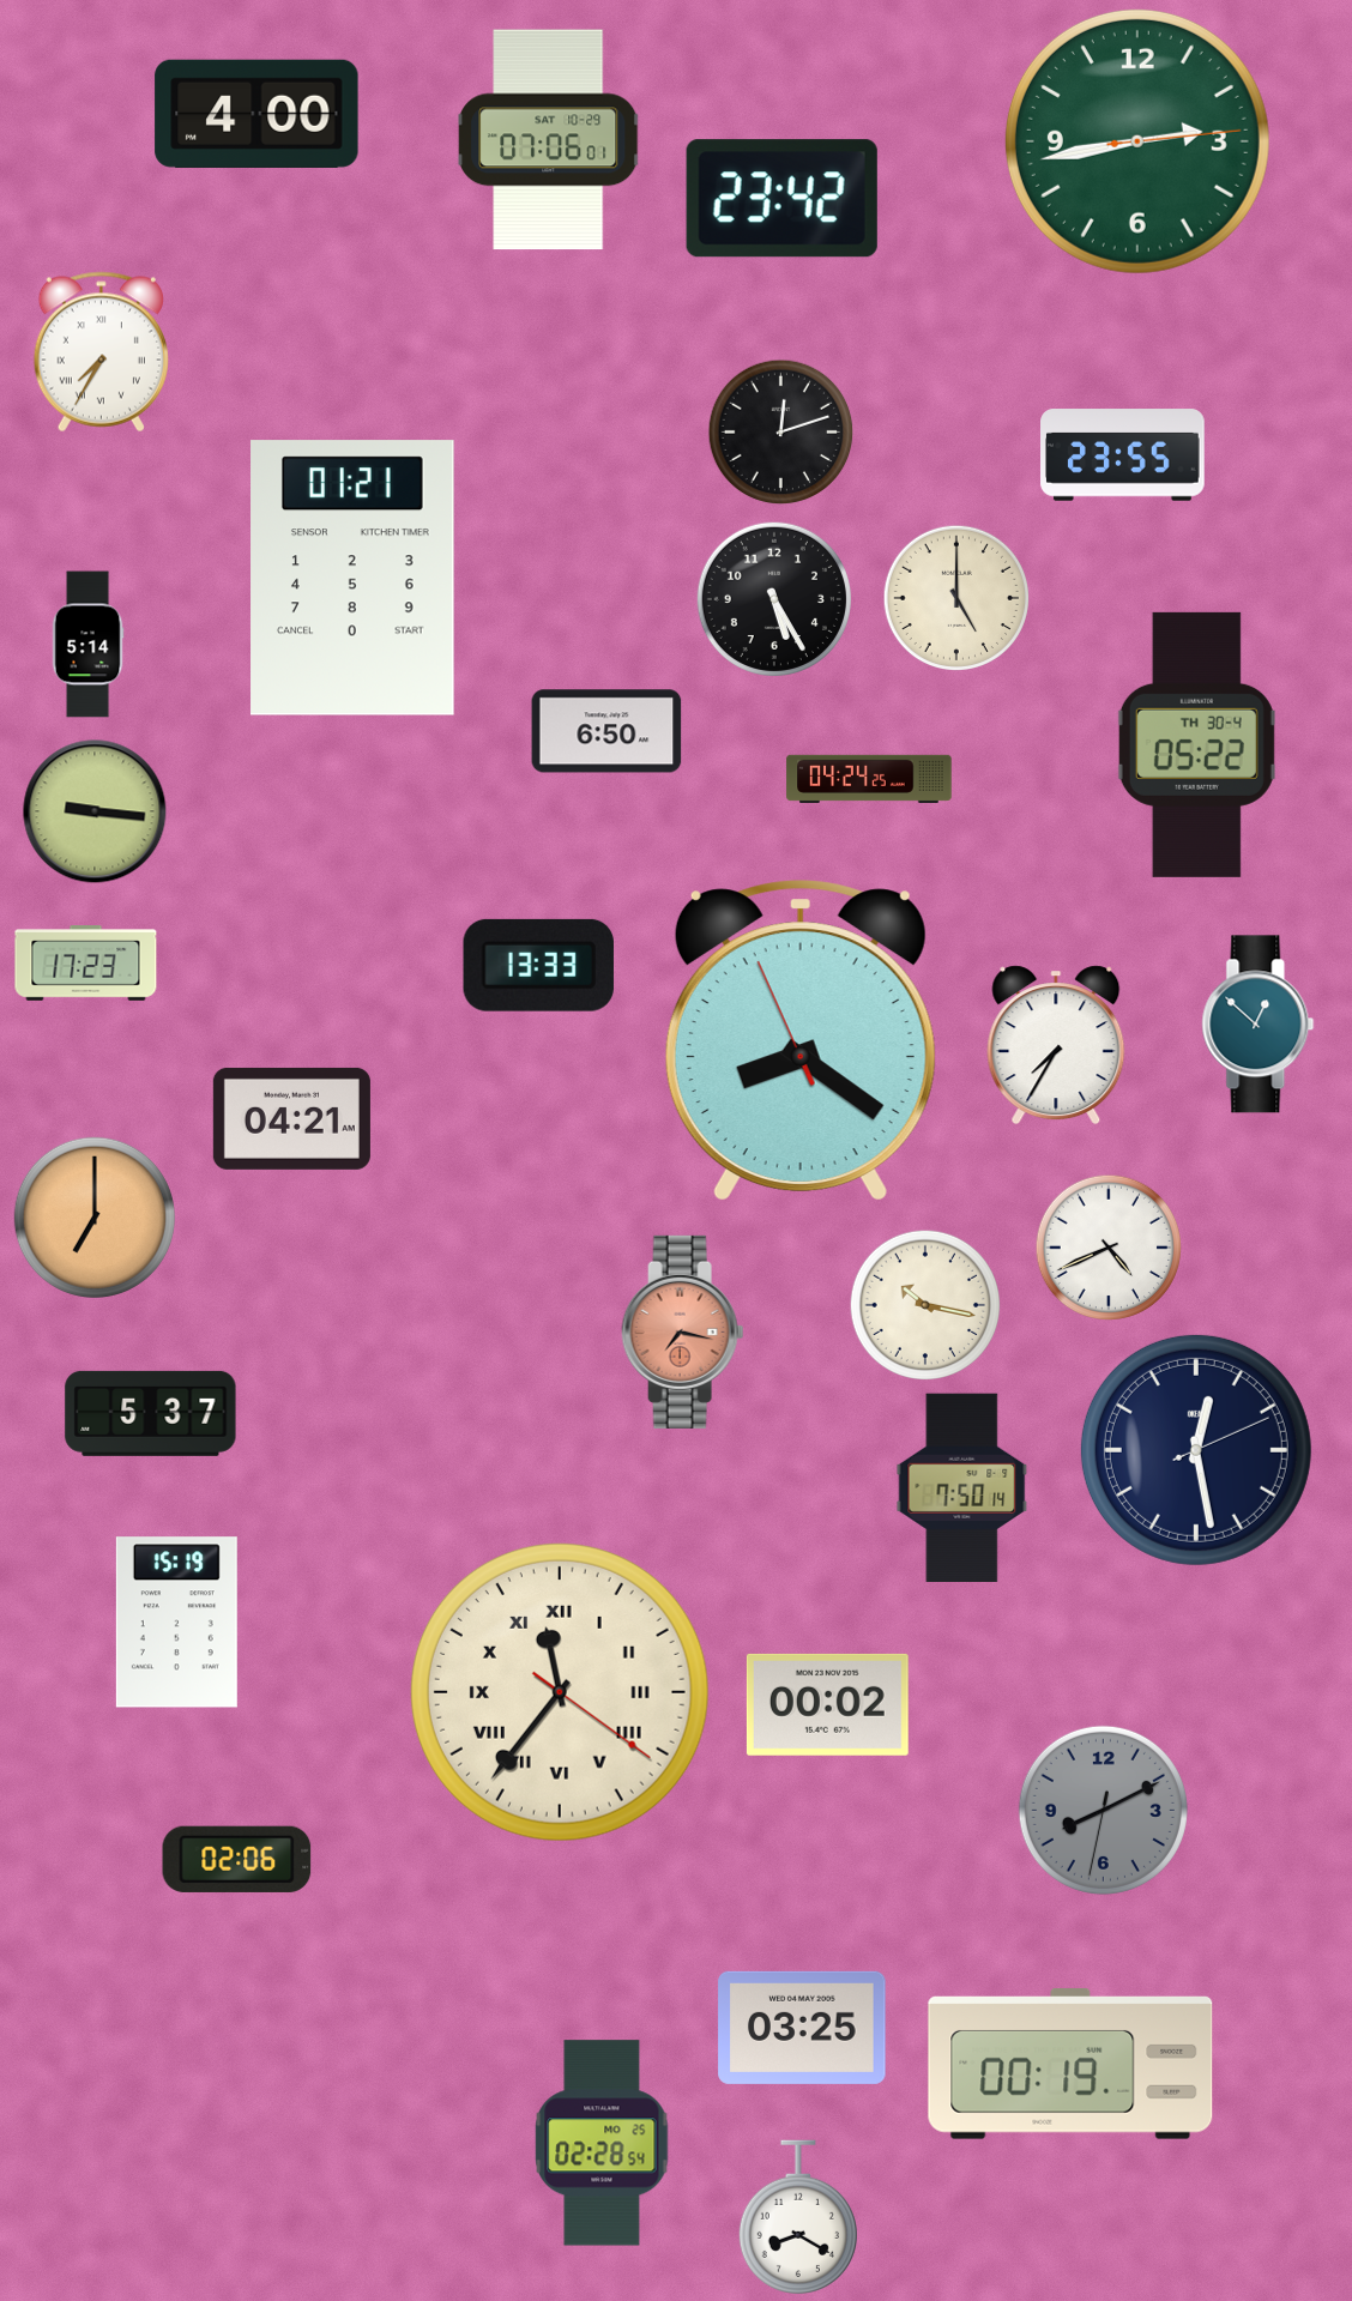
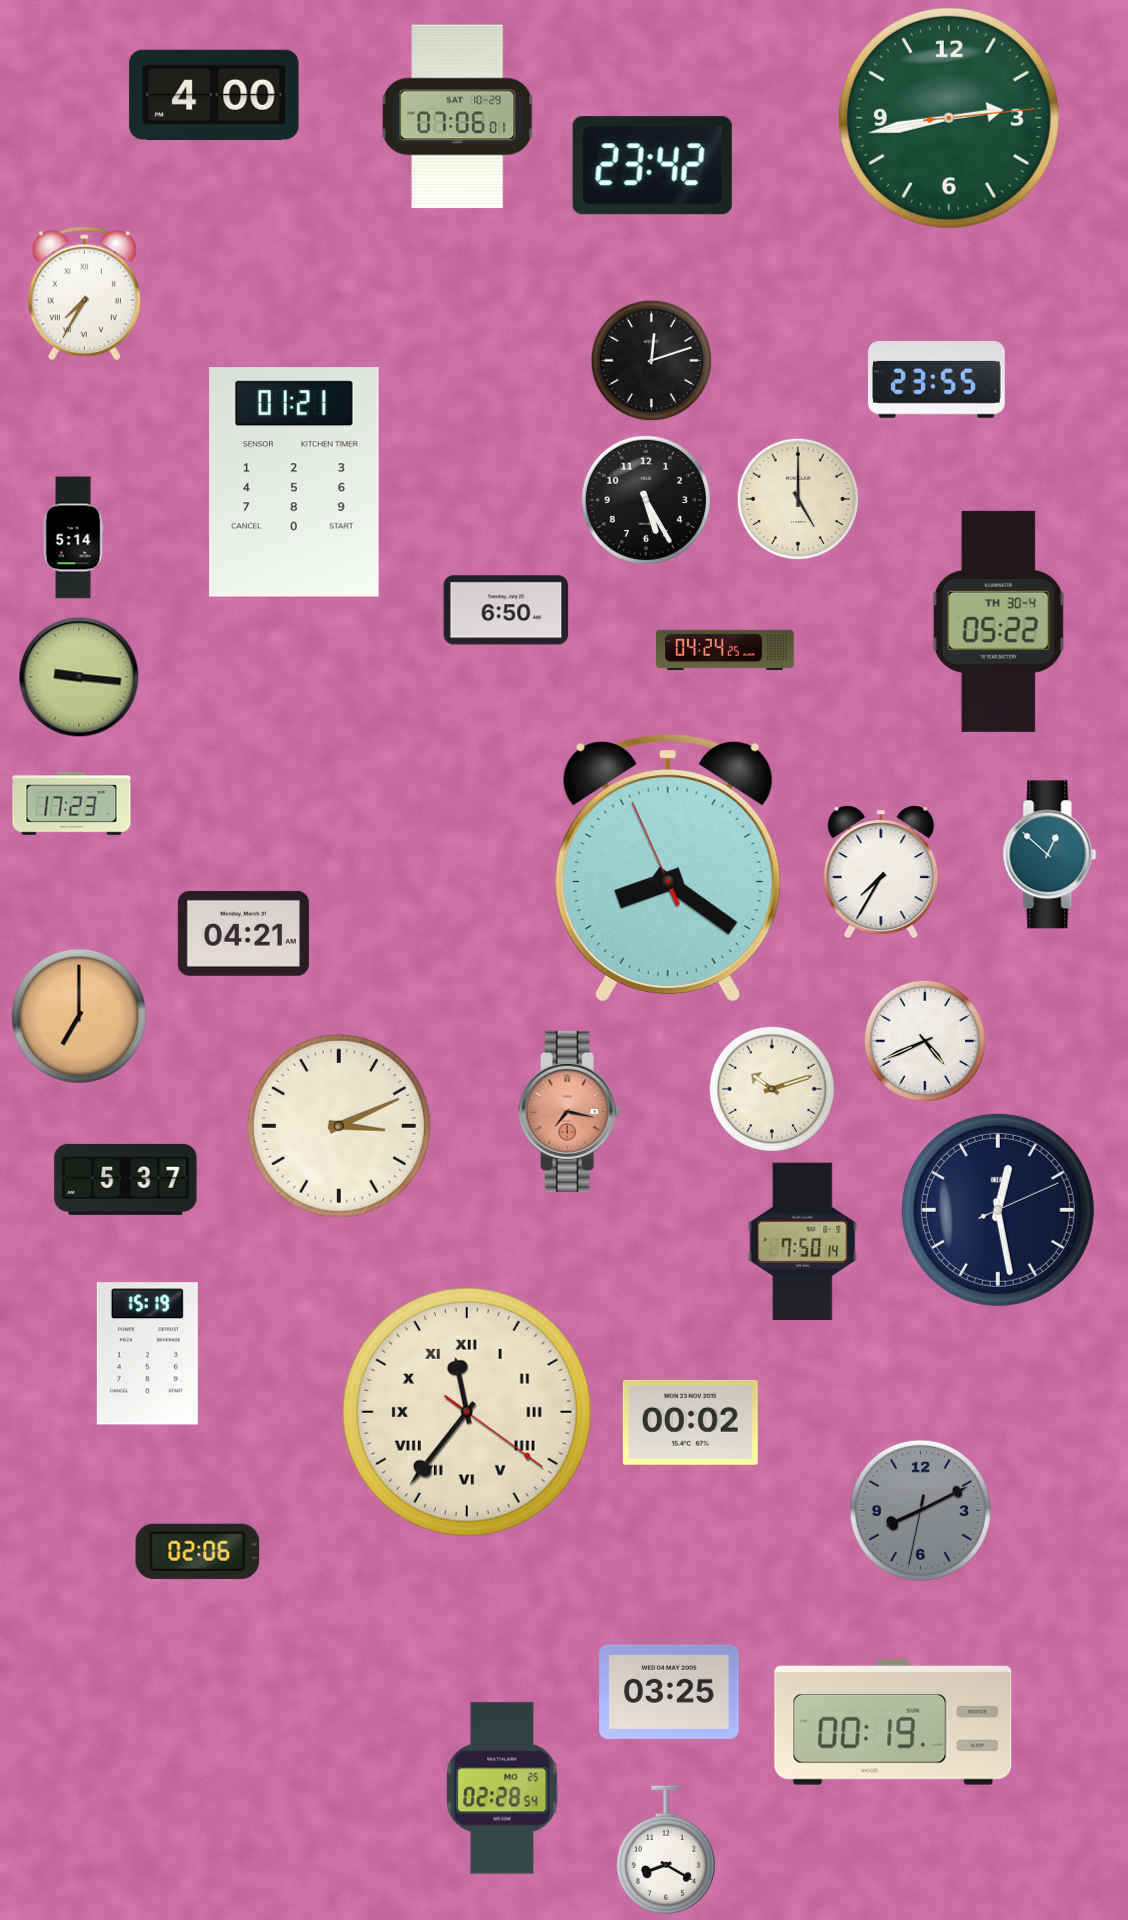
clock at (538, 965): 13:33 -> none
clock at (924, 1304): 10:17 -> 10:12
clock at (339, 1126): none -> 3:11
